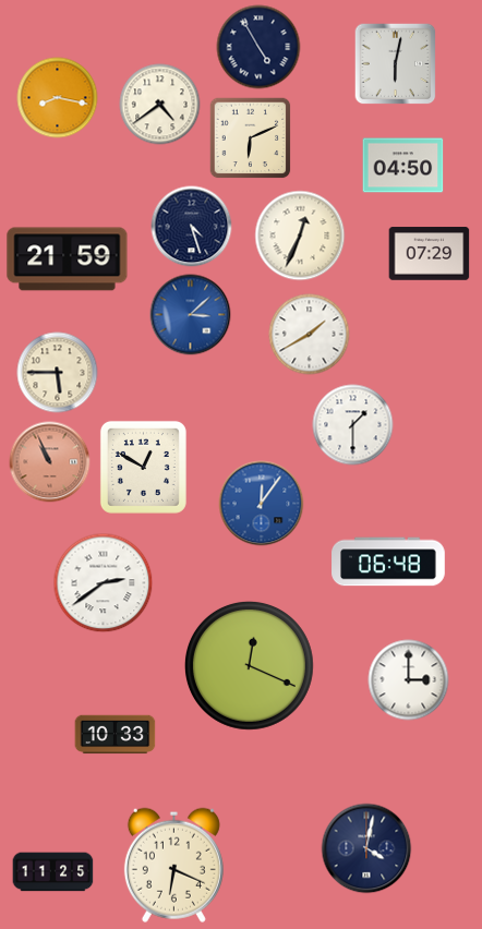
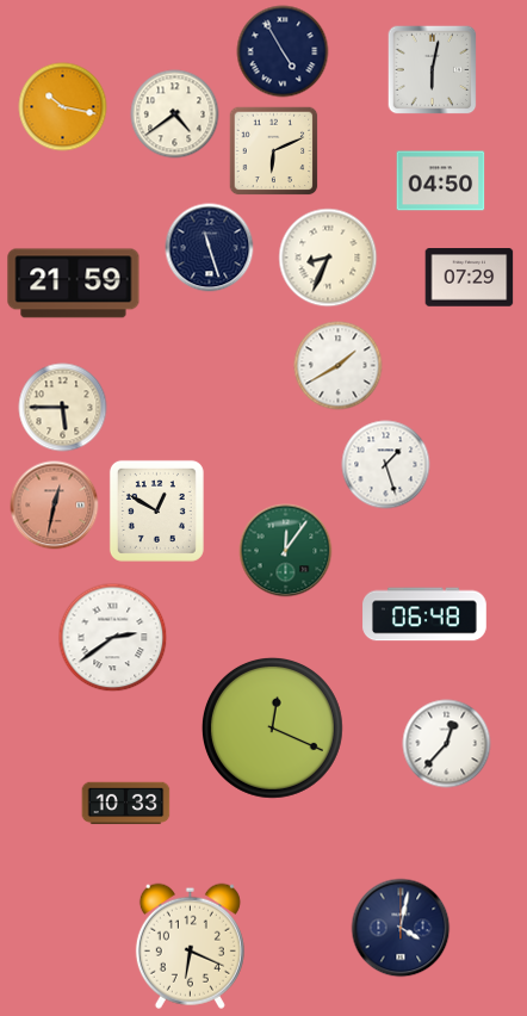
clock at (58, 98): 8:17 -> 10:17
clock at (192, 227): 4:27 -> 11:27
clock at (300, 236): 12:34 -> 8:34
clock at (191, 315): 3:08 -> none
clock at (353, 425): 1:30 -> 1:27
clock at (50, 462): 10:56 -> 12:32
clock at (262, 504) dial: blue -> green
clock at (409, 680): 3:00 -> 12:37
clock at (53, 872): 11:25 -> none
